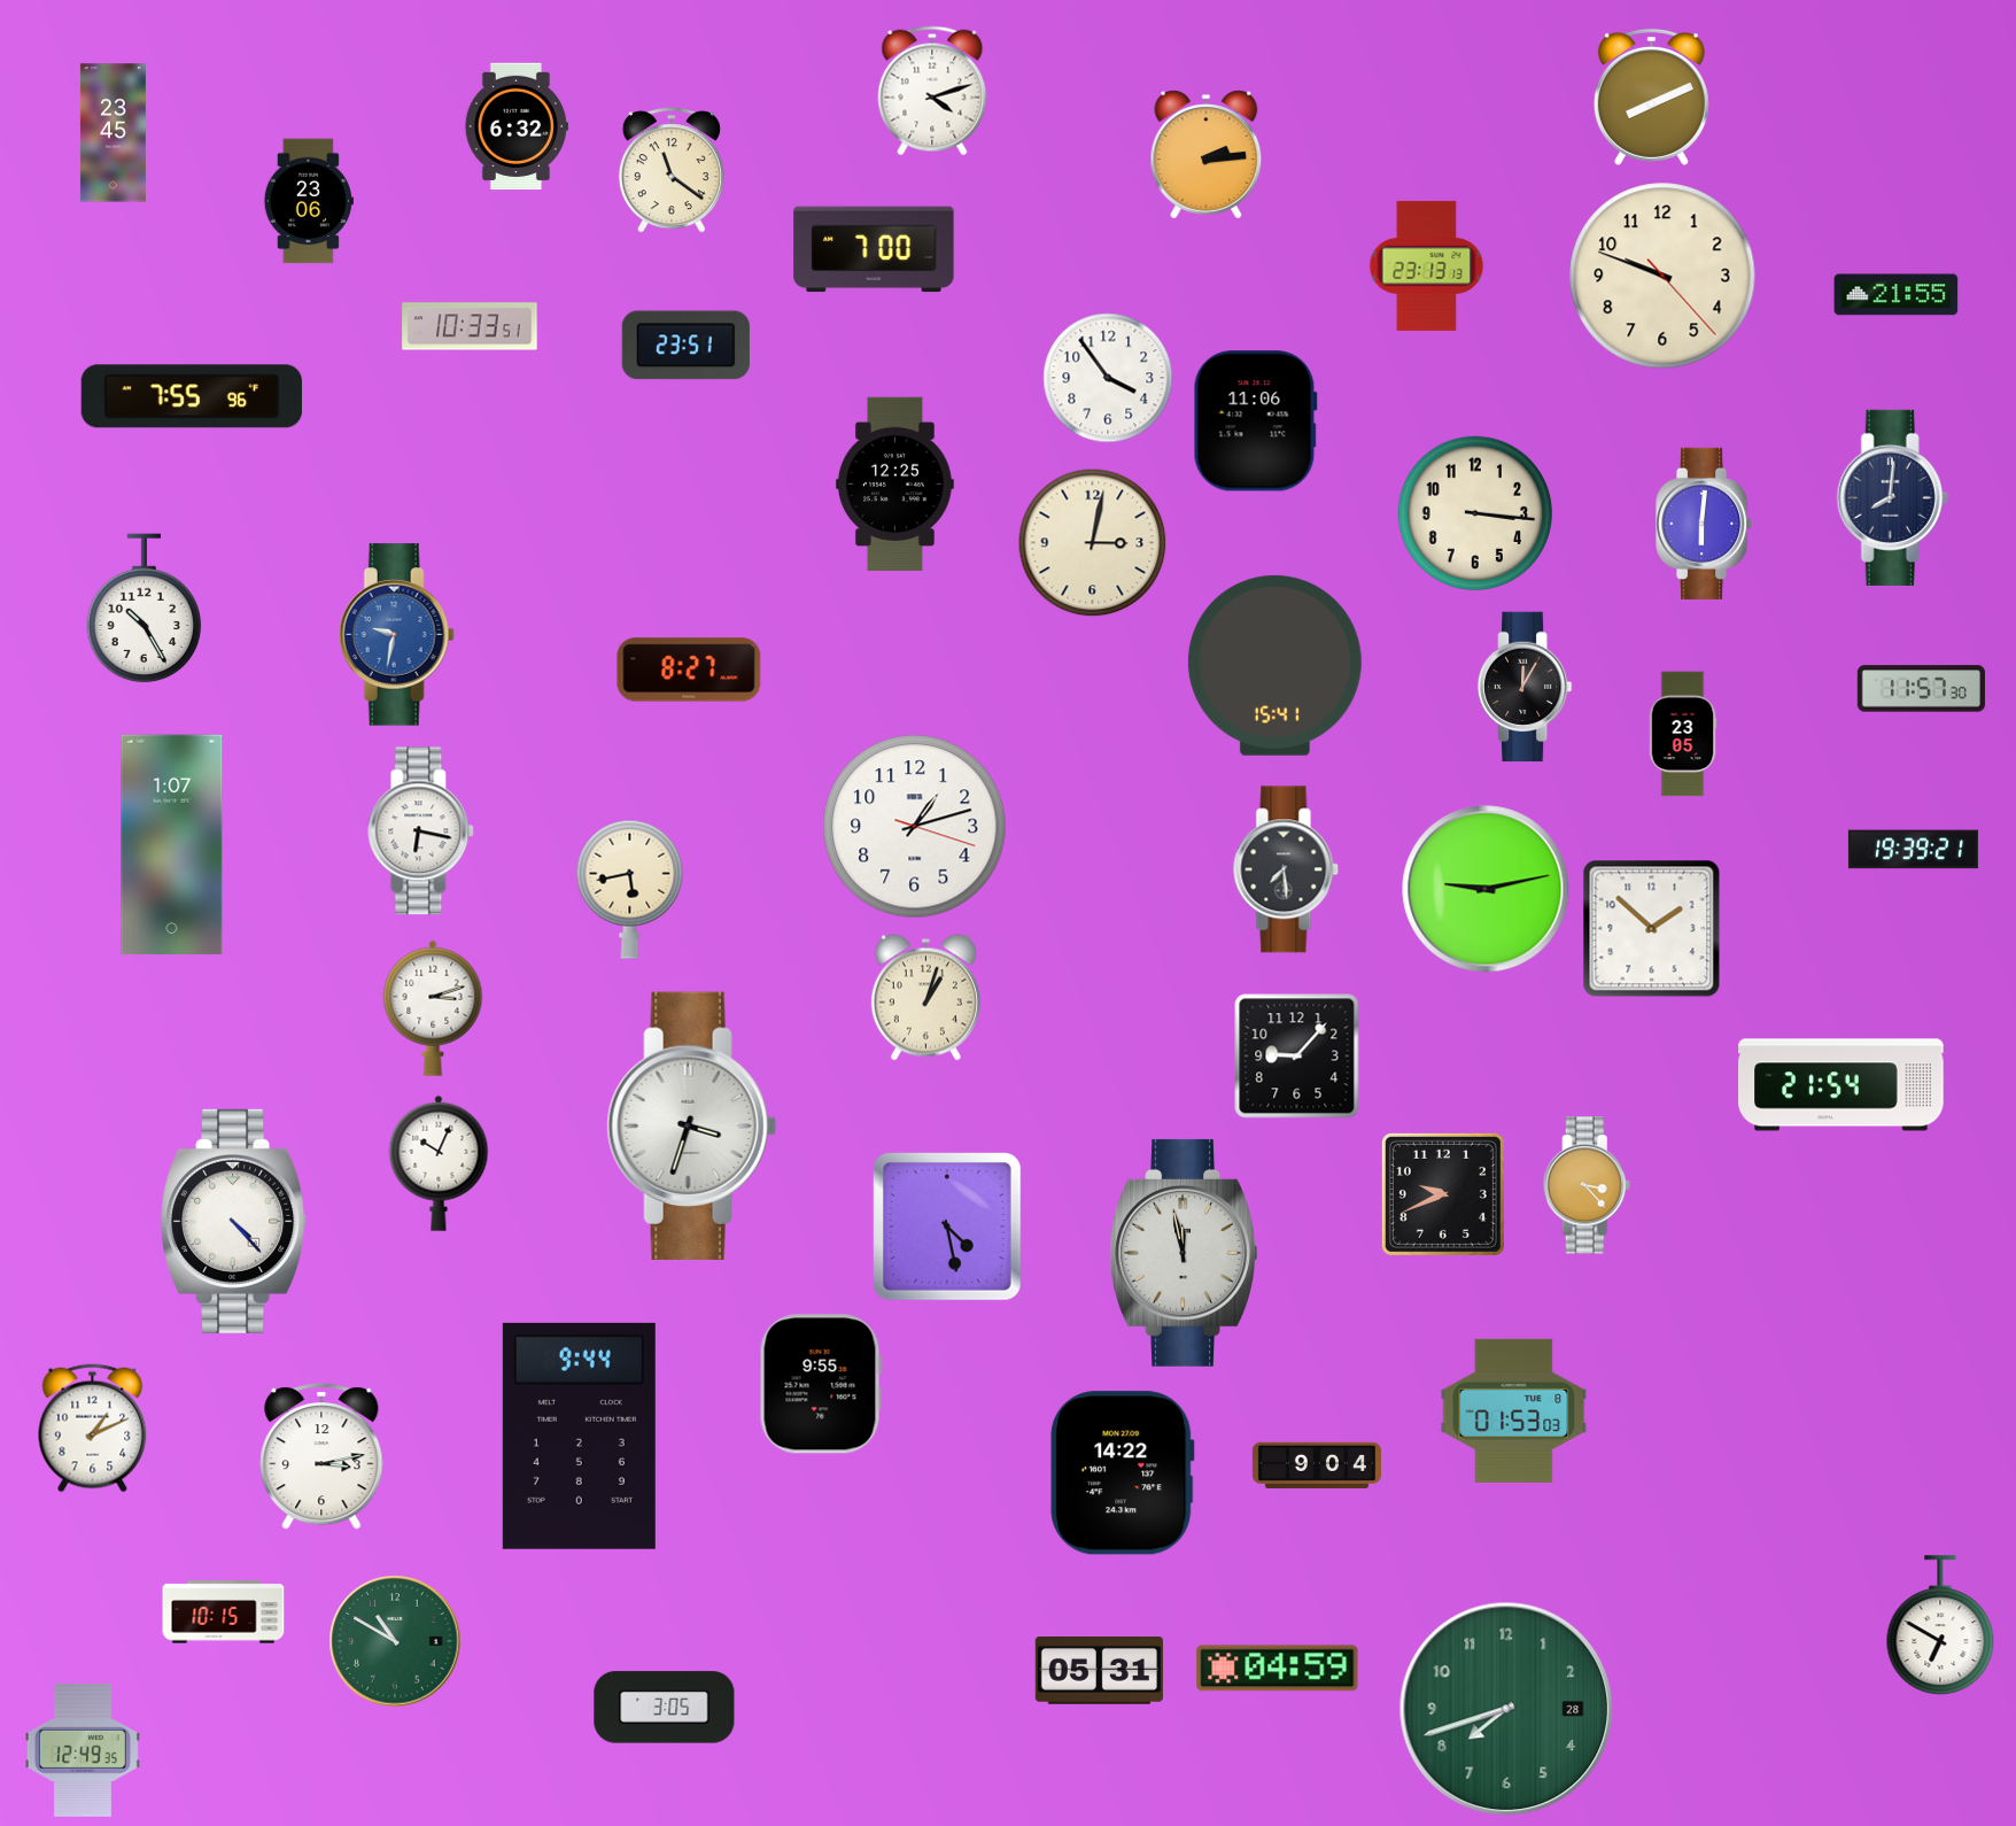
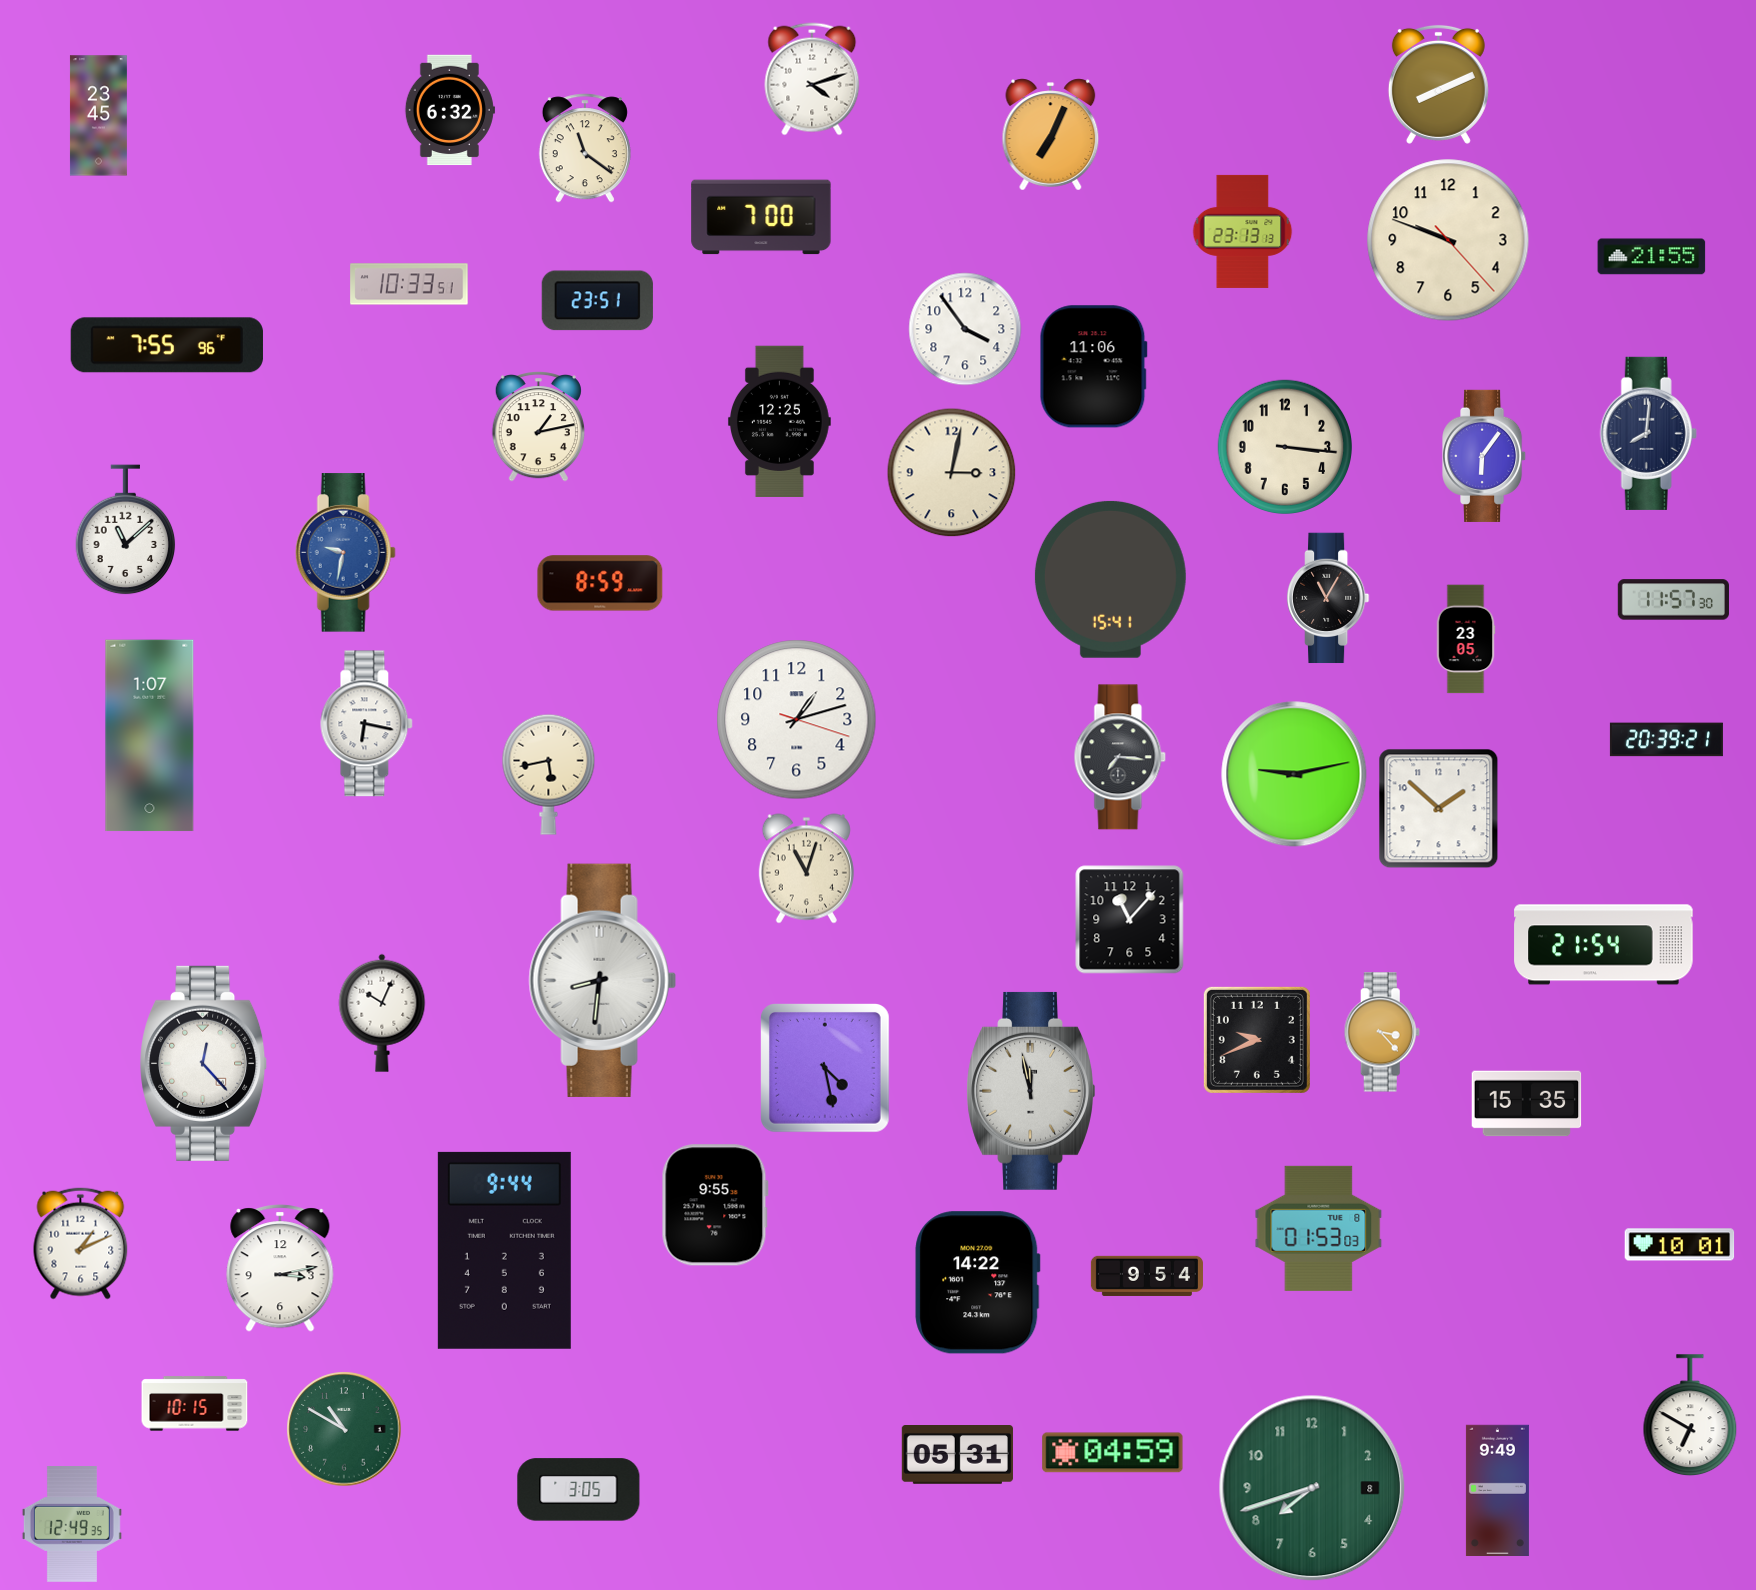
clock at (1207, 155): 2:14 -> 7:04
clock at (309, 201): 23:06 -> none
clock at (538, 427): none -> 1:13
clock at (1705, 524): 6:01 -> 6:06
clock at (145, 609): 10:25 -> 11:08
clock at (689, 670): 8:27 -> 8:59
clock at (1526, 687): 12:05 -> 11:05
clock at (1913, 850): 19:39 -> 20:39
clock at (1286, 869): 7:29 -> 7:16
clock at (925, 998): 1:03 -> 11:03
clock at (433, 1008): 3:12 -> none
clock at (1297, 1057): 9:07 -> 11:07
clock at (691, 1125): 3:33 -> 8:31
clock at (234, 1221): 4:23 -> 12:23
clock at (1527, 1104): none -> 15:35
clock at (1680, 1245): none -> 10:01
clock at (1317, 1464): 9:04 -> 9:54
clock at (665, 1708) position: (665, 1708) -> (579, 1490)
clock at (1506, 1709) date: 28 -> 8
clock at (1497, 1490): none -> 9:49
